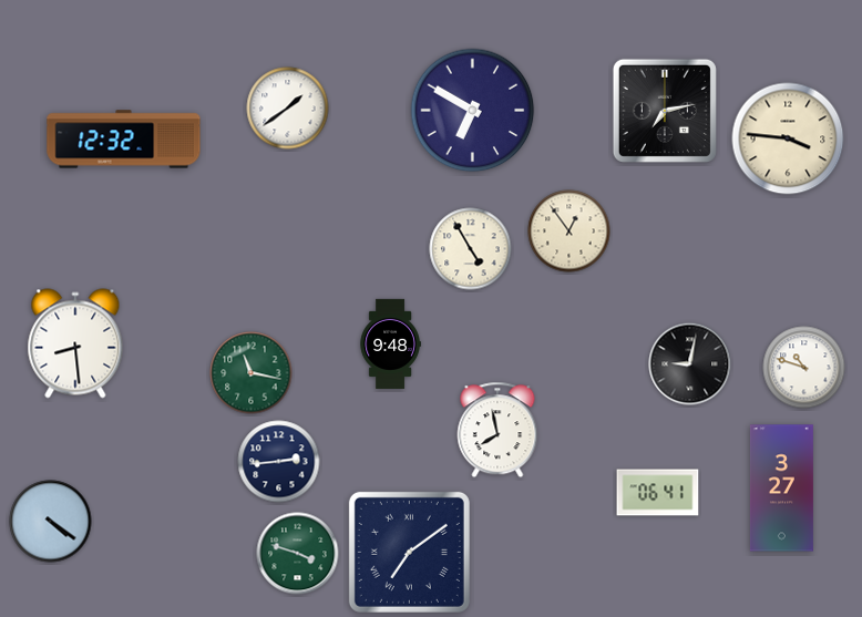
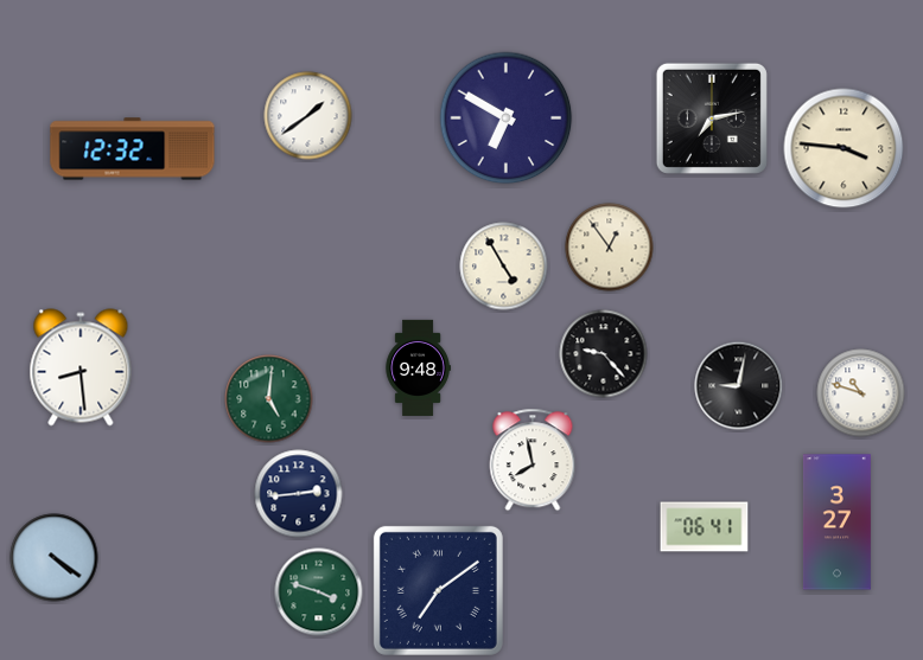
clock at (604, 354): none -> 9:23
clock at (690, 364) position: (690, 364) -> (739, 386)
clock at (252, 373): 11:17 -> 5:01
